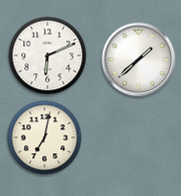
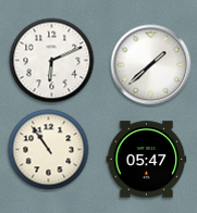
clock at (45, 138): 7:02 -> 10:54
clock at (147, 160): none -> 05:47
